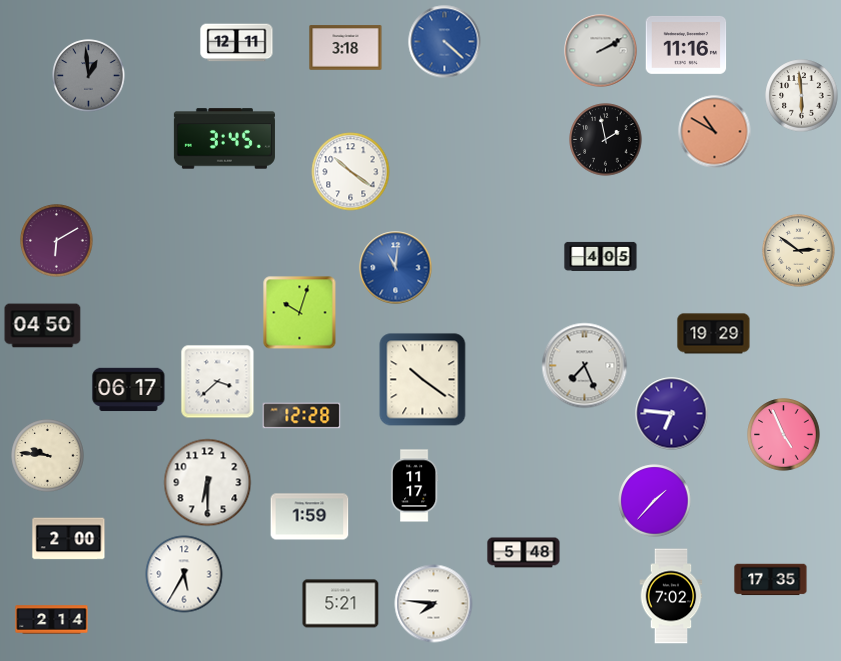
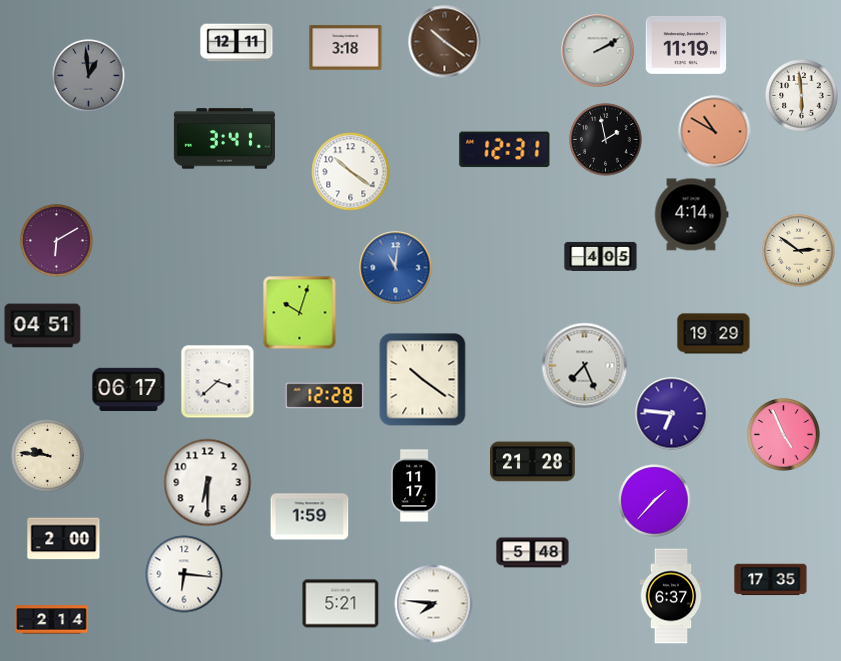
clock at (445, 42): 4:22 -> 10:21
clock at (445, 42) dial: blue -> brown
clock at (686, 45): 11:16 -> 11:19
clock at (601, 51) position: (601, 51) -> (598, 51)
clock at (224, 139): 3:45 -> 3:41
clock at (505, 150): none -> 12:31
clock at (691, 215): none -> 4:14
clock at (43, 326): 04:50 -> 04:51
clock at (302, 416) position: (302, 416) -> (325, 396)
clock at (533, 462): none -> 21:28
clock at (69, 539) position: (69, 539) -> (64, 539)
clock at (524, 553) position: (524, 553) -> (533, 553)
clock at (184, 574): 5:35 -> 6:16
clock at (671, 596): 7:02 -> 6:37
